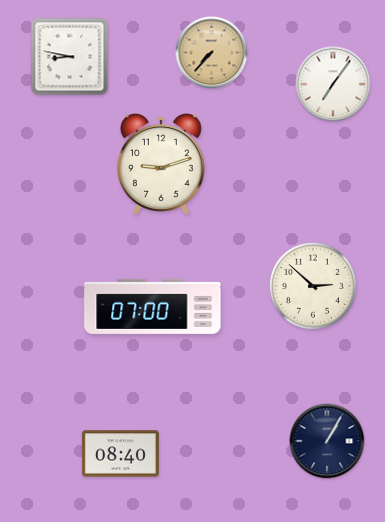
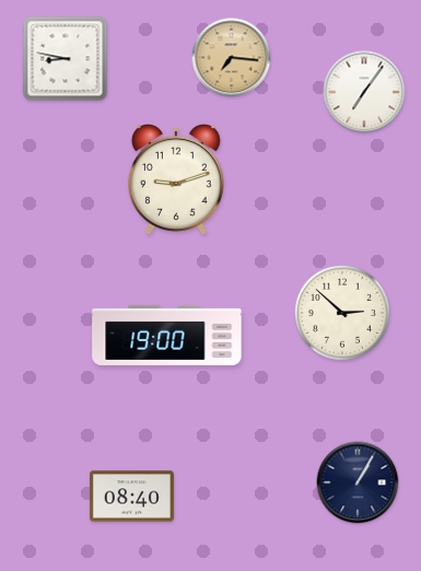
clock at (212, 53): 7:37 -> 7:16
clock at (70, 57) position: (70, 57) -> (66, 59)
clock at (153, 306): 07:00 -> 19:00
